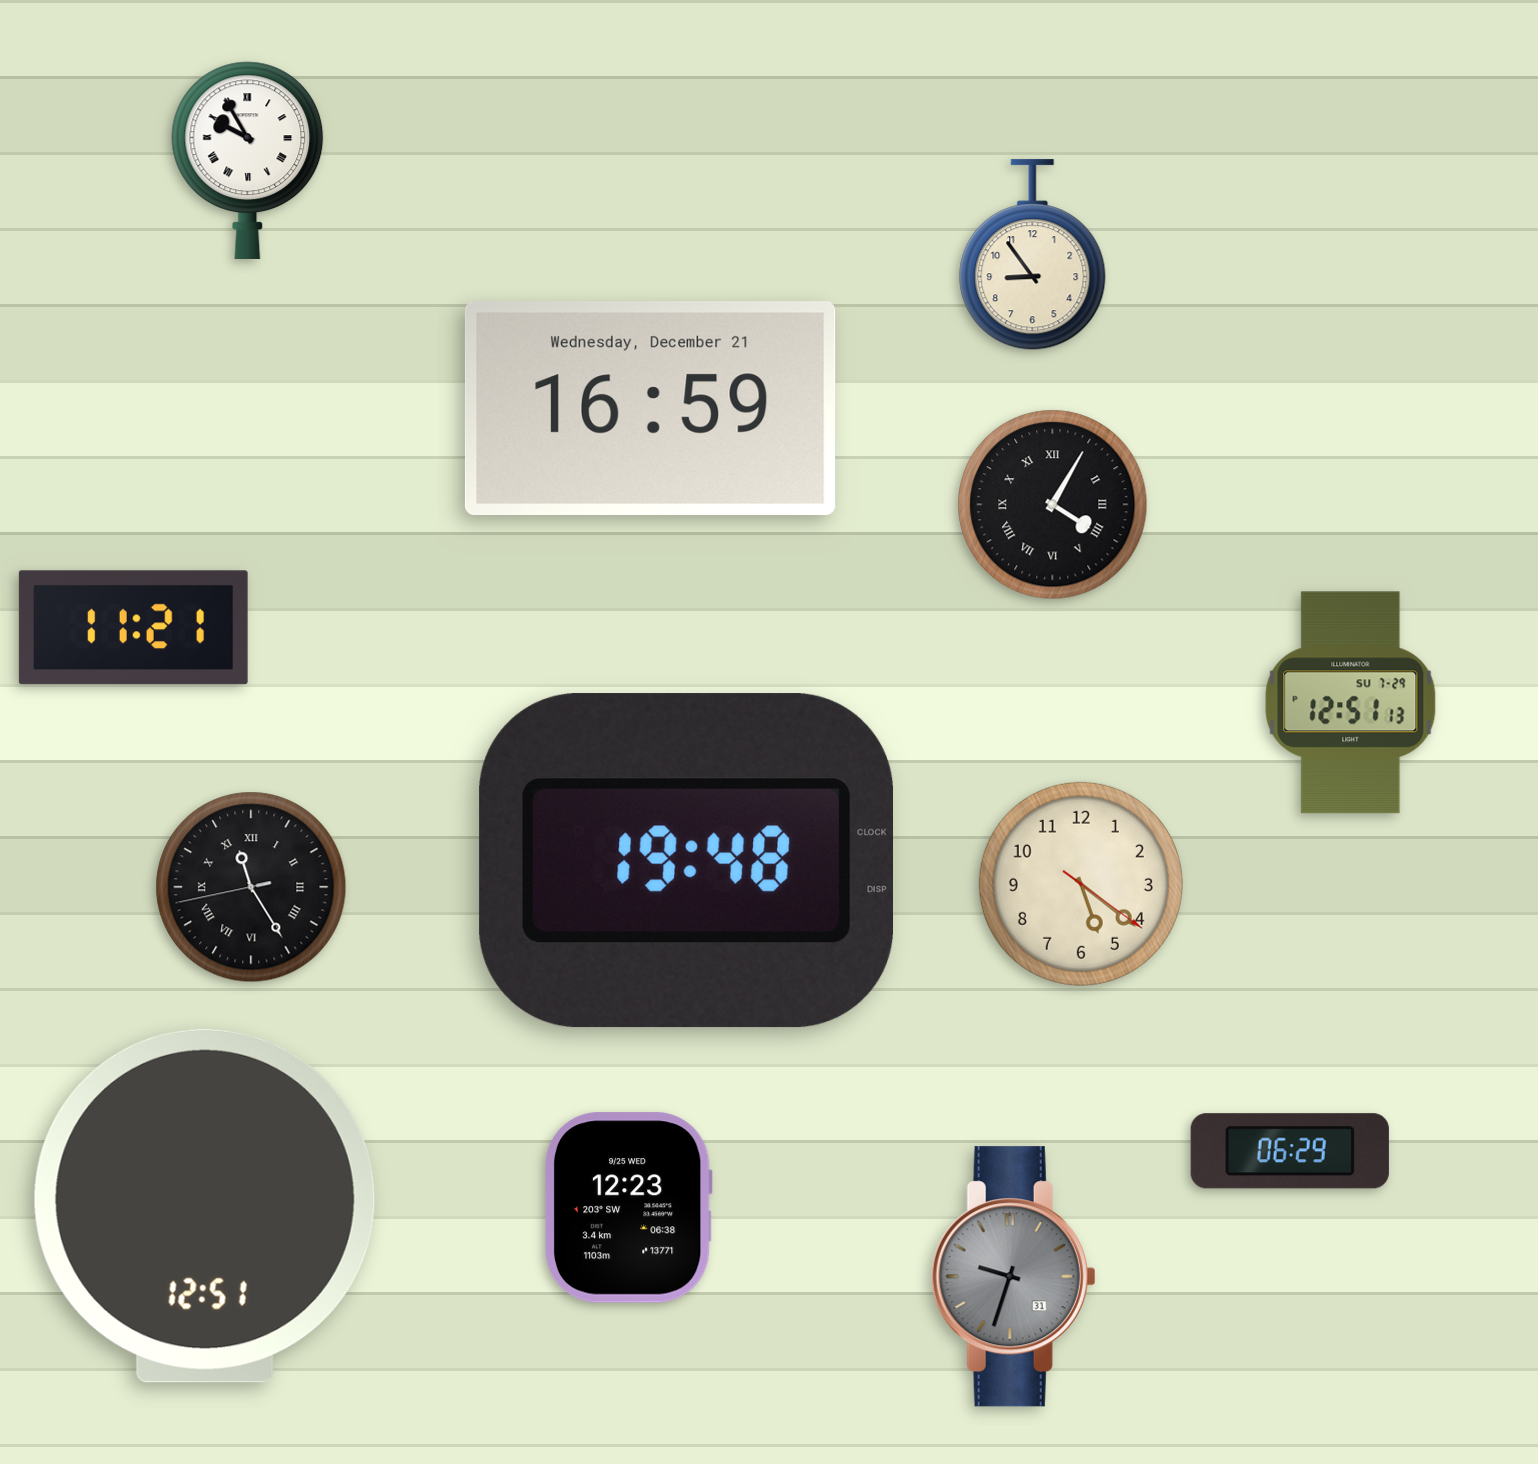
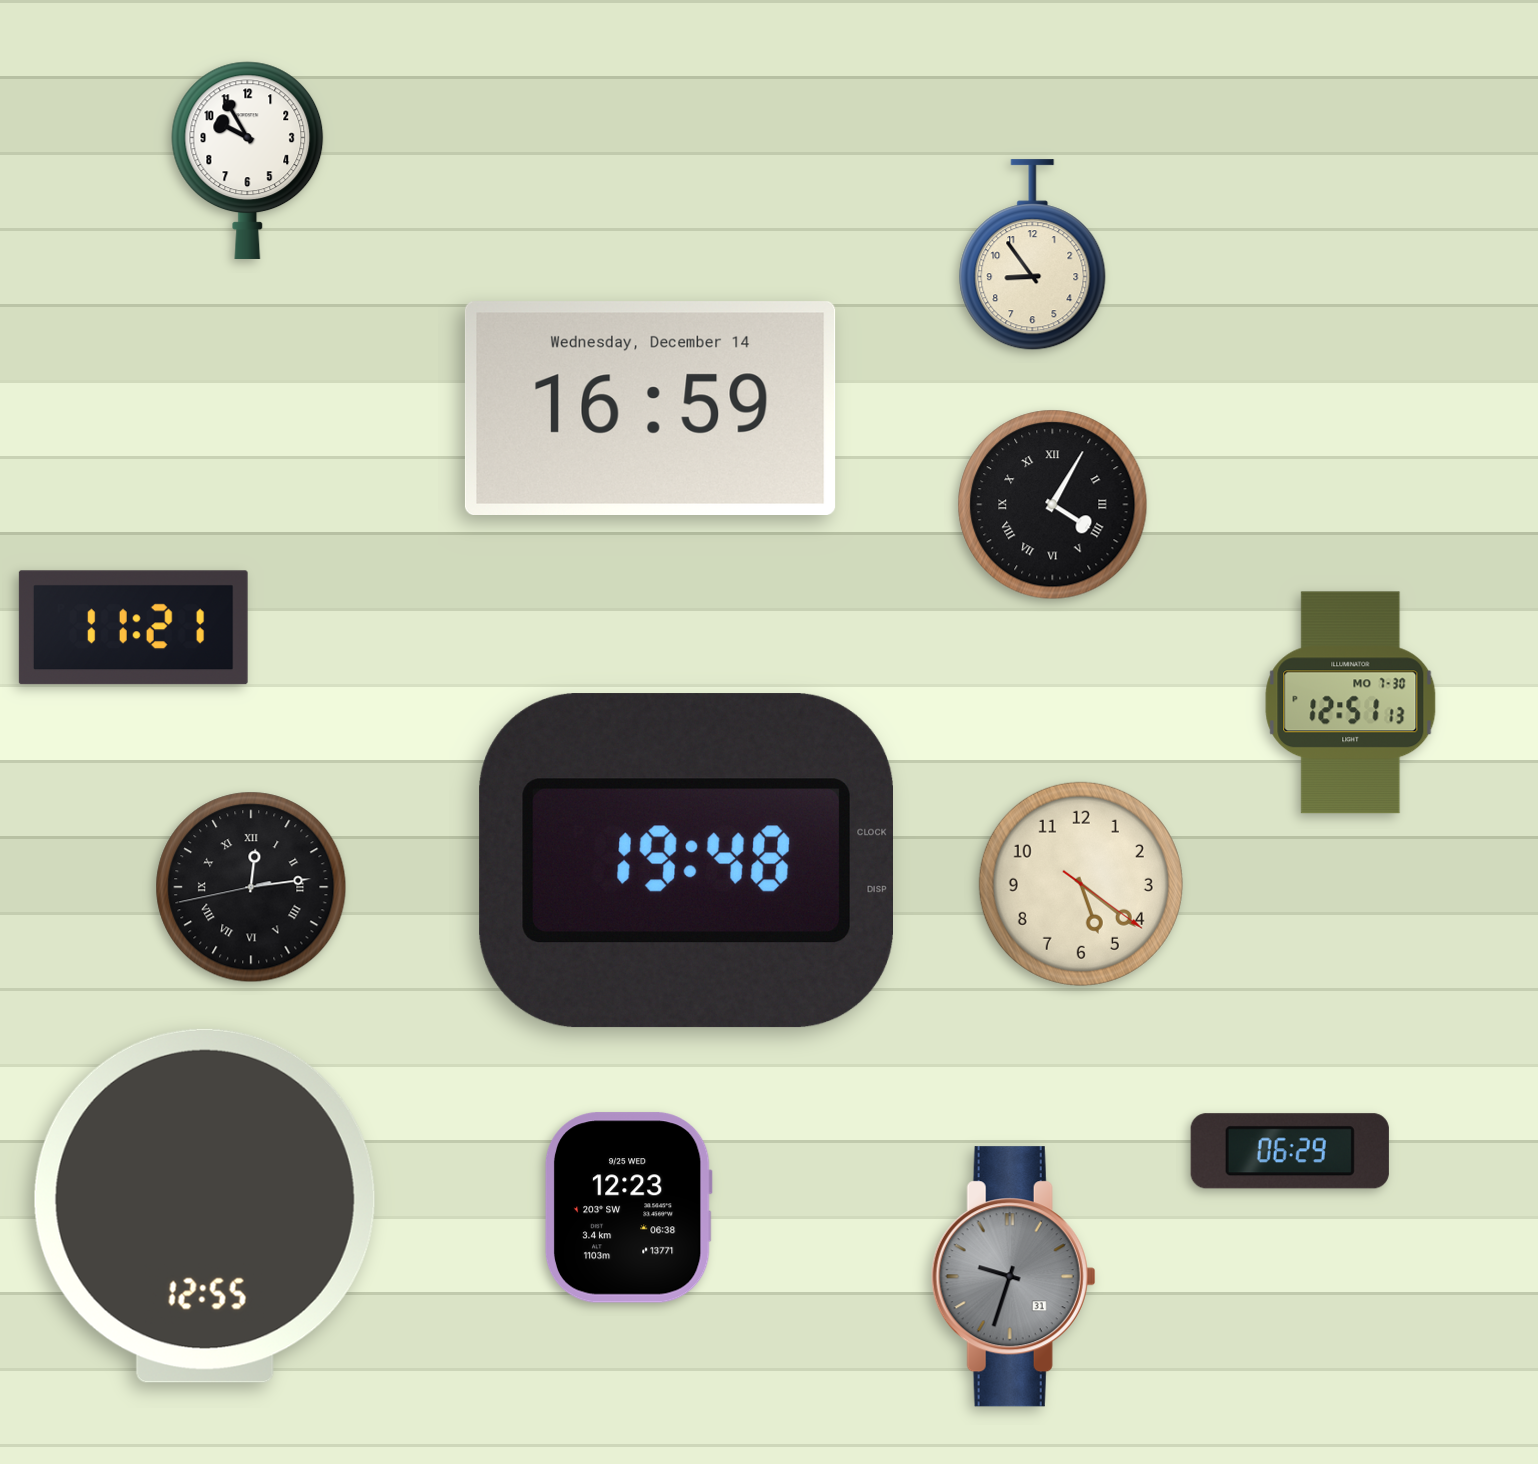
clock at (248, 160) numerals: Roman -> Arabic
clock at (650, 408) date: Wednesday, December 21 -> Wednesday, December 14
clock at (1351, 703) date: SU 7-29 -> MO 7-30
clock at (251, 887): 11:24 -> 12:13
clock at (205, 1206): 12:51 -> 12:55
